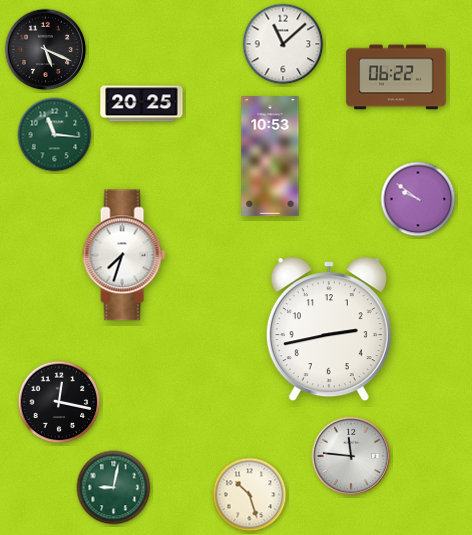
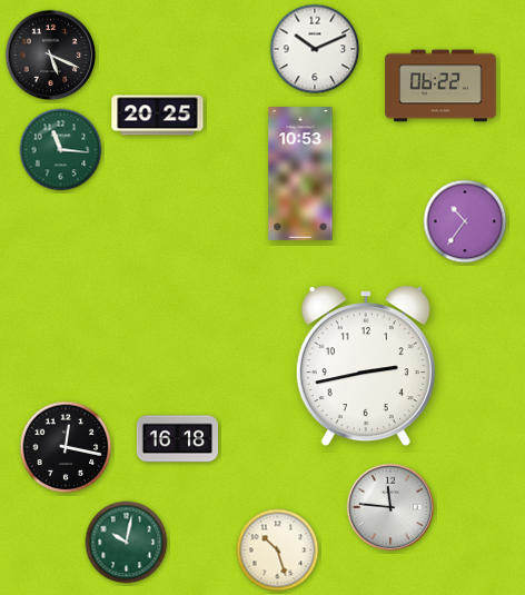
clock at (283, 44): 11:08 -> 10:11
clock at (418, 199): 9:51 -> 10:36
clock at (124, 255): 7:33 -> none
clock at (177, 439): none -> 16:18
clock at (114, 488): 9:02 -> 10:02
